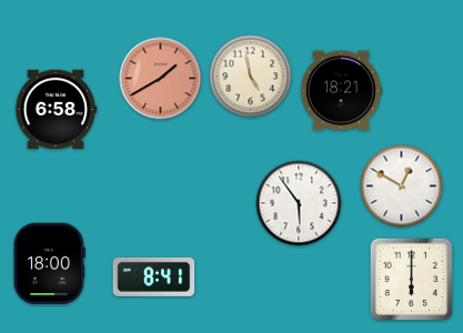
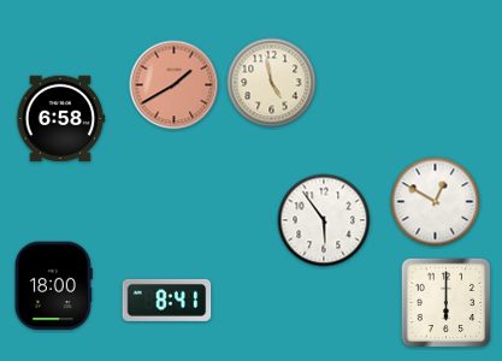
clock at (341, 91): 18:21 -> none
